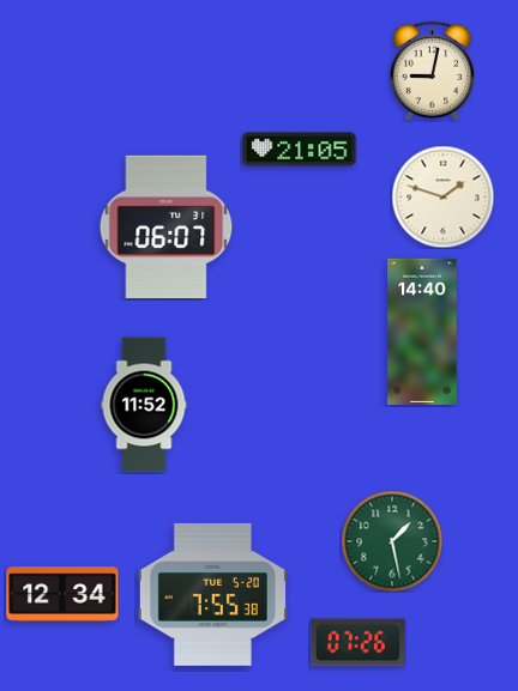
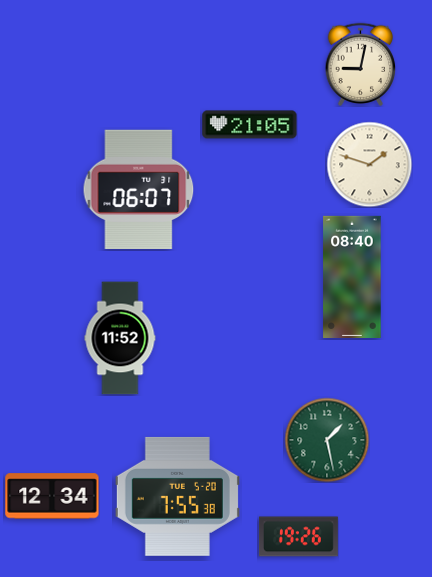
clock at (433, 71) position: (433, 71) -> (361, 64)
clock at (422, 331): 14:40 -> 08:40
clock at (392, 541) position: (392, 541) -> (327, 440)
clock at (357, 643): 07:26 -> 19:26
